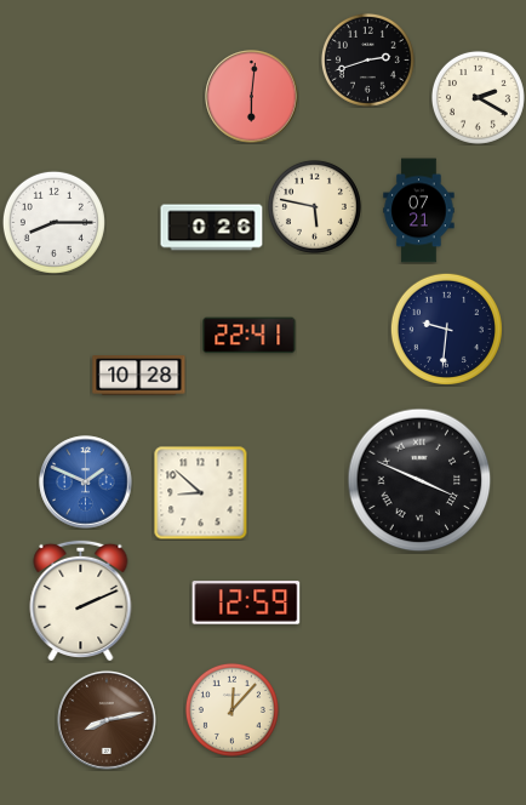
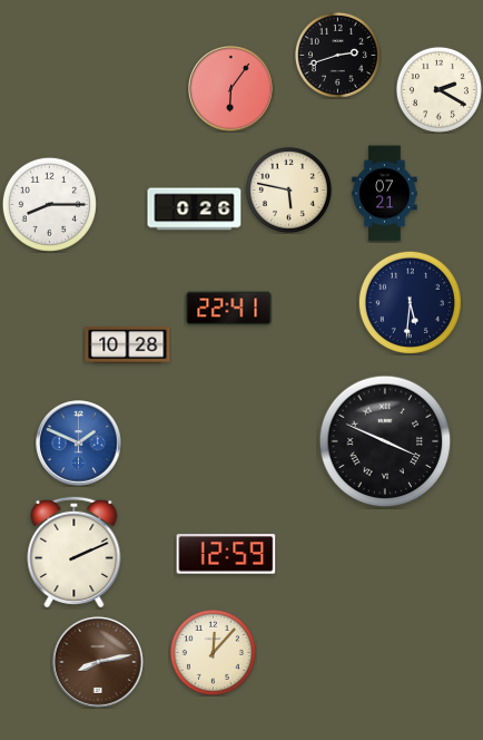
clock at (252, 97): 6:01 -> 6:06
clock at (446, 329): 9:31 -> 5:31
clock at (200, 492): 8:52 -> none
